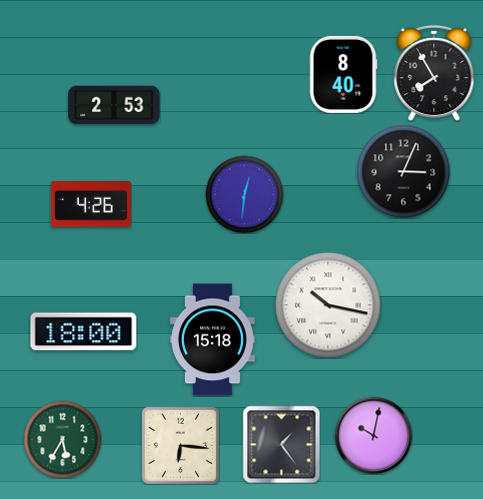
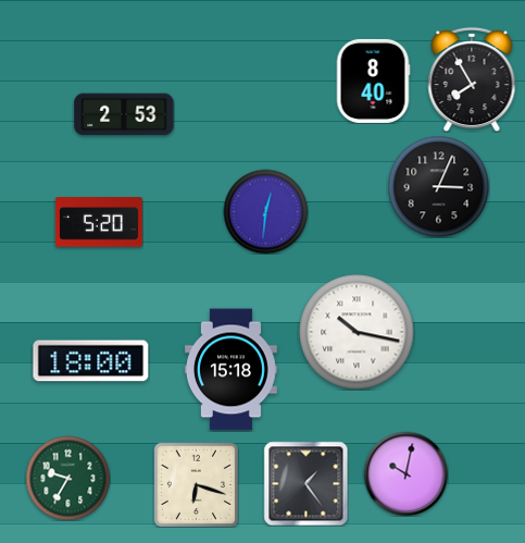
clock at (91, 204): 4:26 -> 5:20
clock at (62, 439): 5:35 -> 9:35
clock at (180, 445): 6:16 -> 6:18
